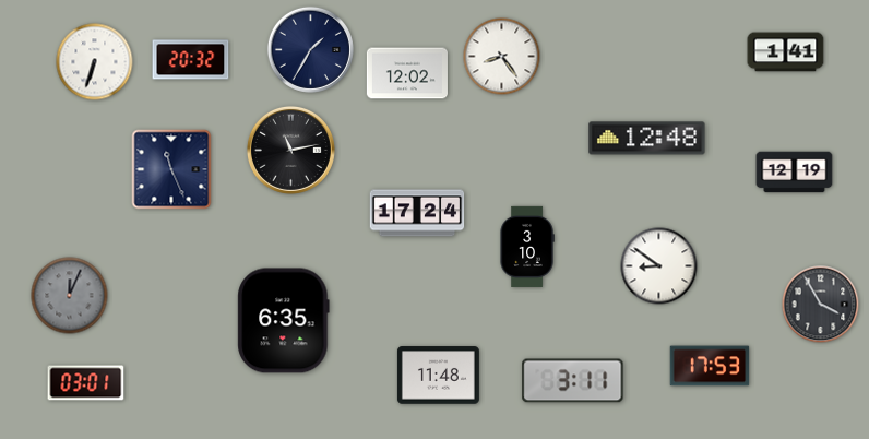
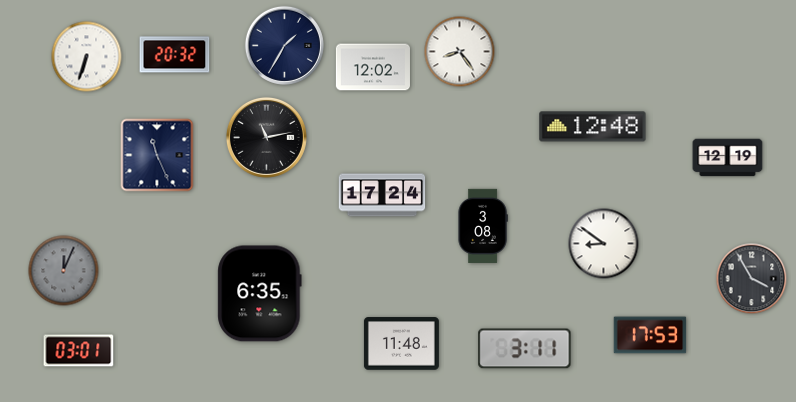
clock at (786, 52): 1:41 -> none
clock at (527, 247): 3:10 -> 3:08
